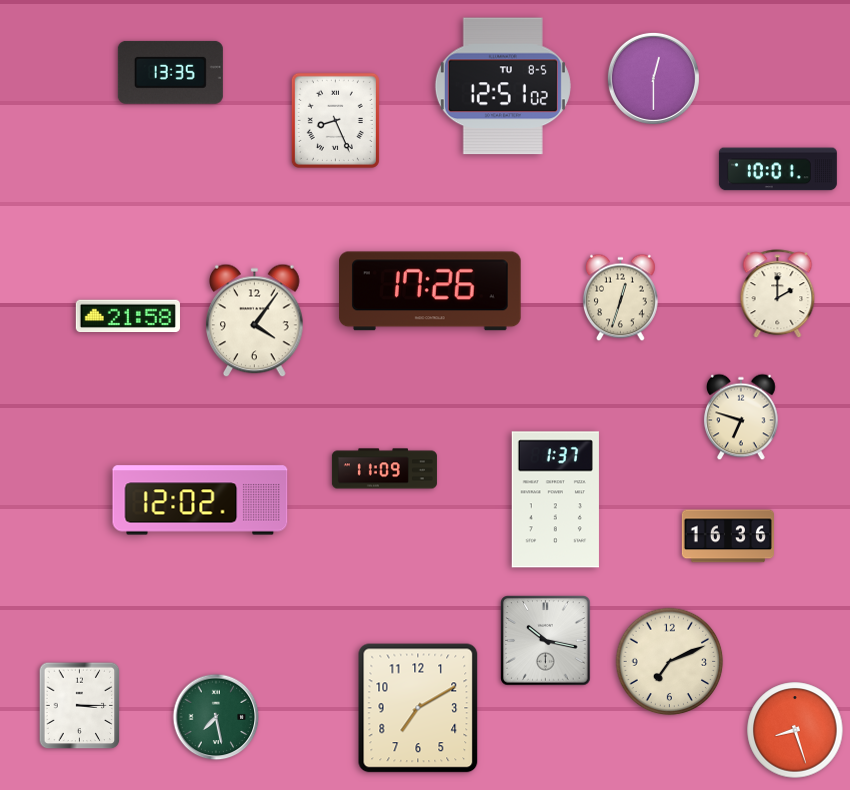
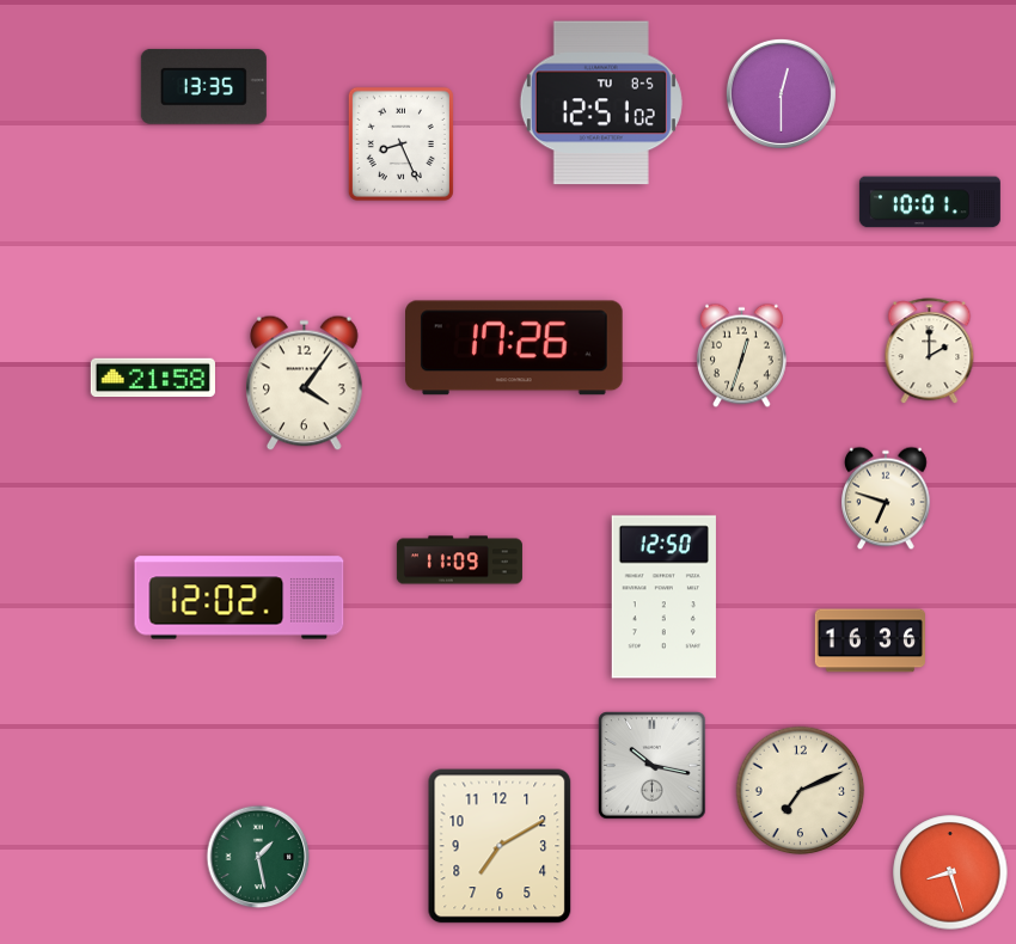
clock at (555, 500): 1:37 -> 12:50
clock at (80, 706): 3:15 -> none
clock at (216, 717): 7:28 -> 1:28
